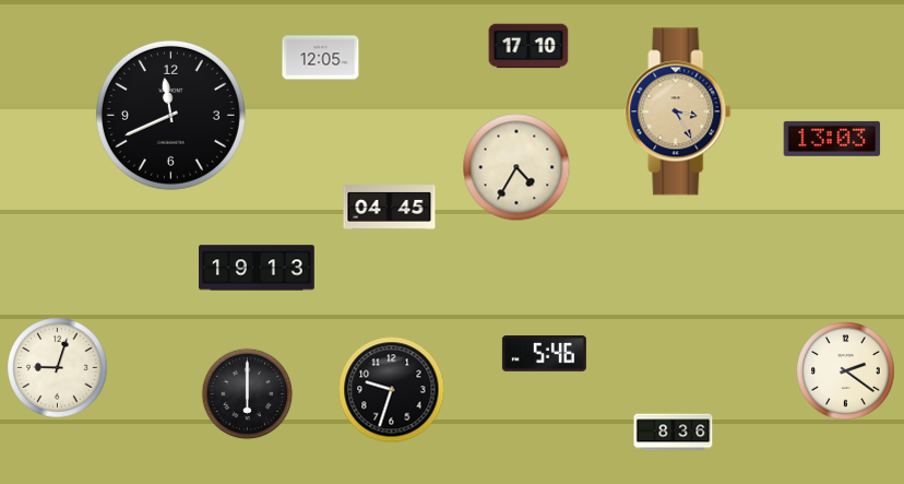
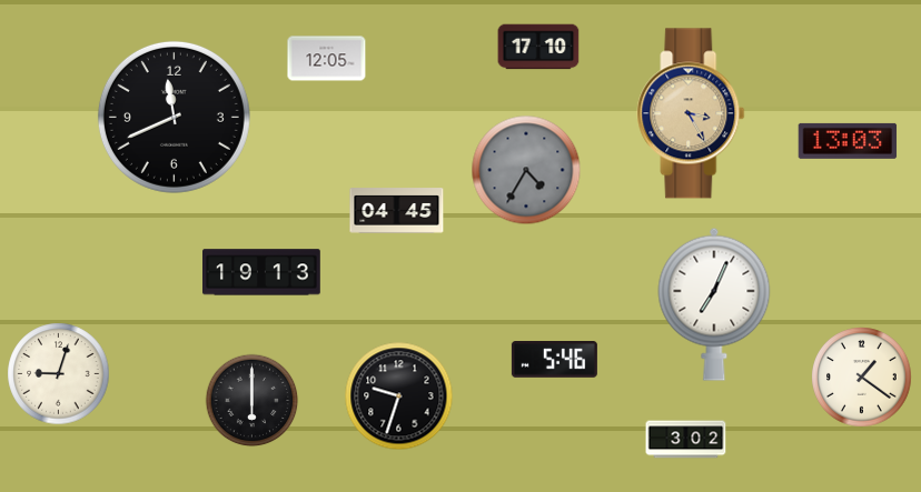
clock at (516, 167) dial: cream -> grey
clock at (714, 304): none -> 7:04
clock at (846, 371): 2:21 -> 1:21
clock at (674, 433): 8:36 -> 3:02
